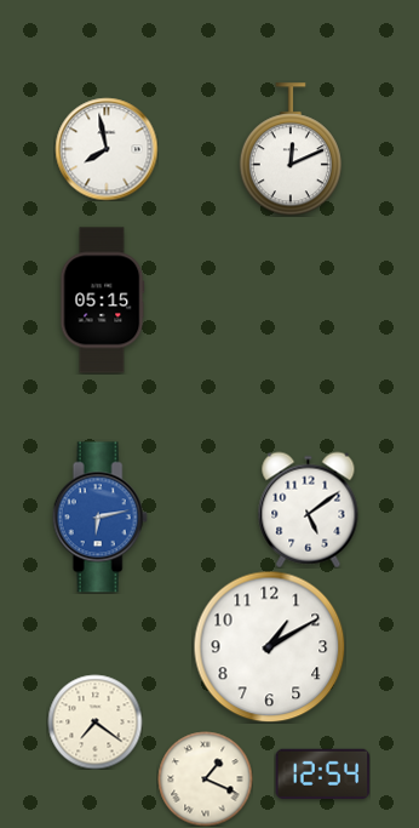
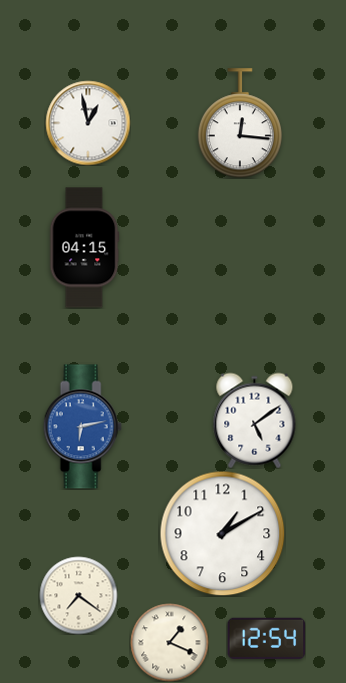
clock at (107, 149): 7:58 -> 12:58
clock at (291, 149): 12:11 -> 12:16
clock at (102, 301): 05:15 -> 04:15
